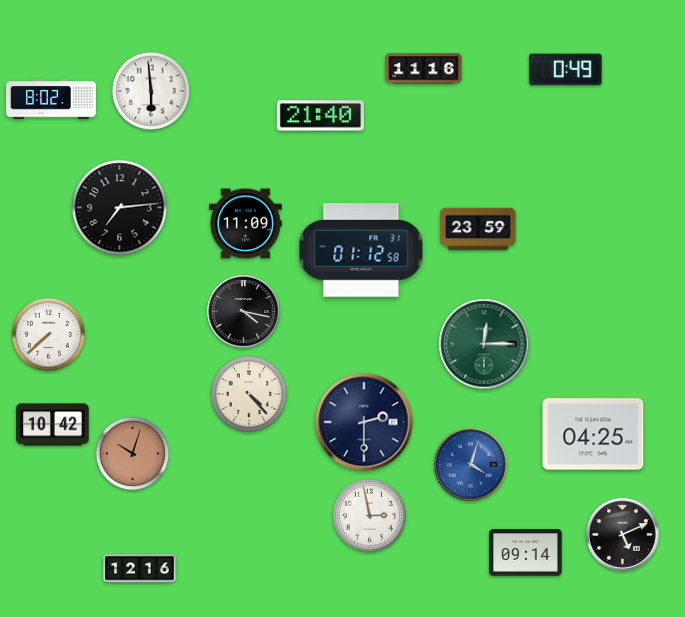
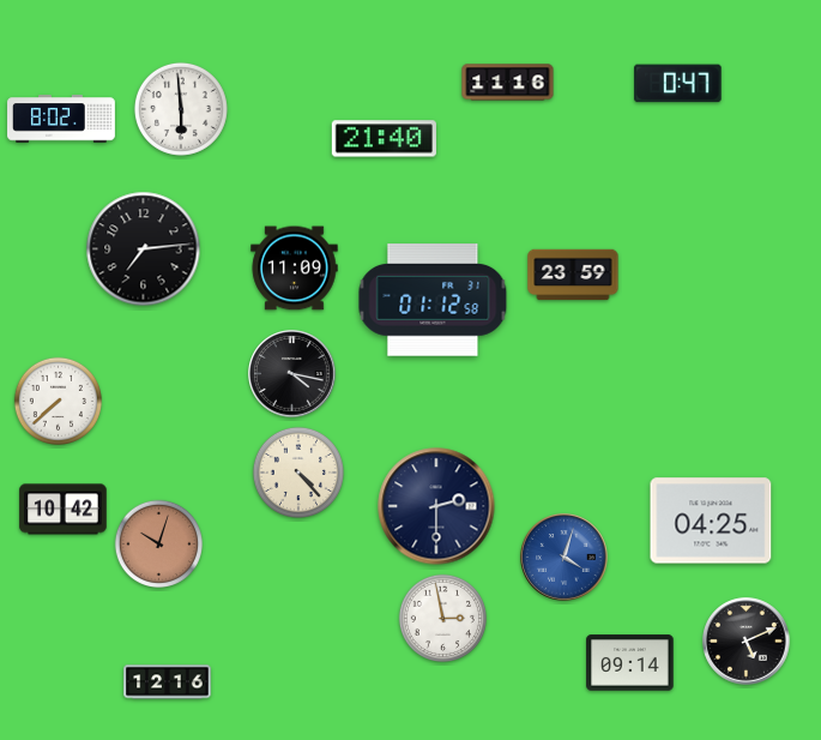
clock at (566, 70): 0:49 -> 0:47
clock at (484, 344): 12:15 -> none
